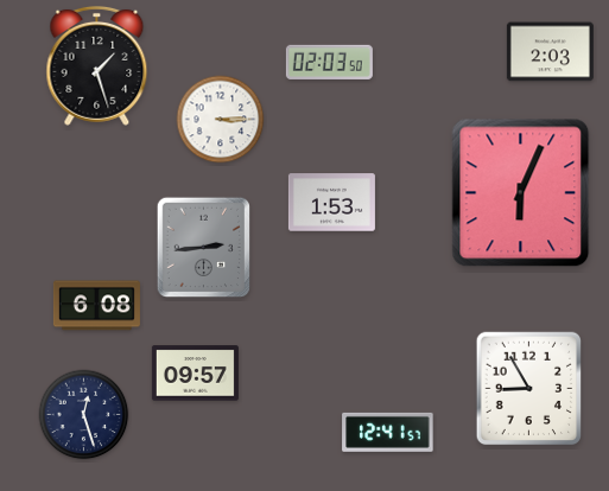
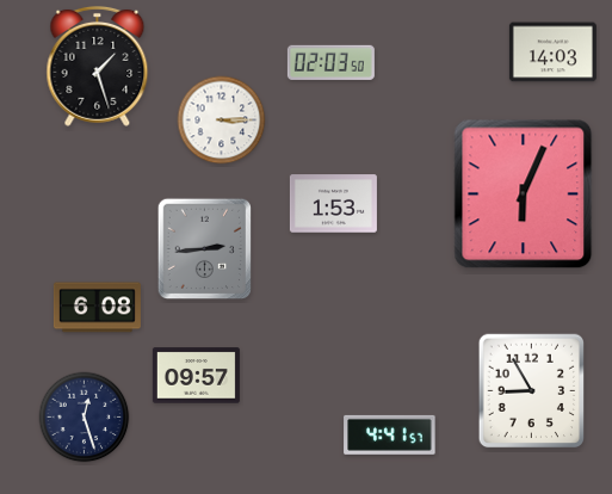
clock at (550, 52): 2:03 -> 14:03
clock at (388, 432): 12:41 -> 4:41
